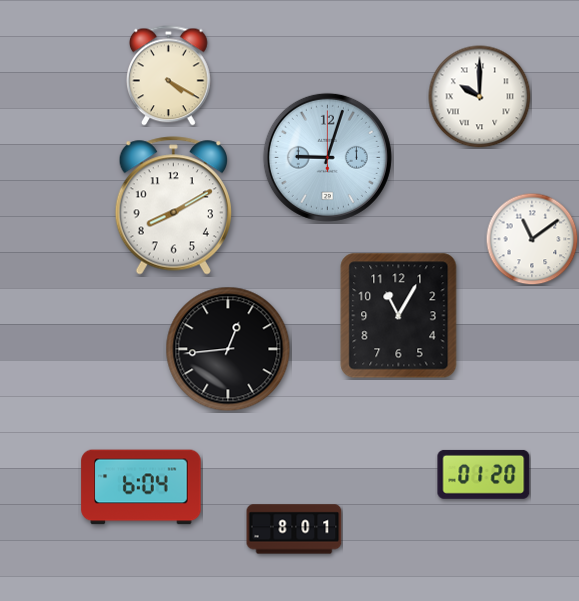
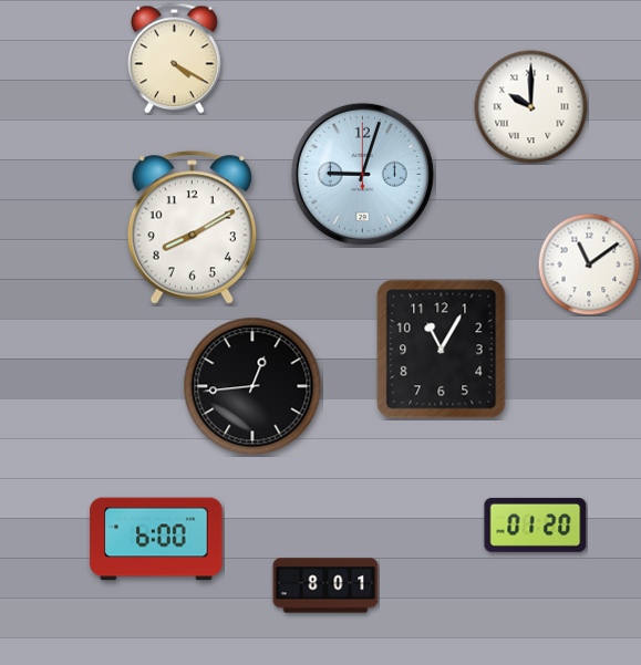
clock at (168, 76) position: (168, 76) -> (174, 59)
clock at (141, 487): 6:04 -> 6:00
